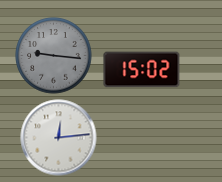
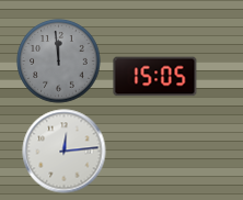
clock at (54, 56): 9:16 -> 11:59
clock at (142, 70): 15:02 -> 15:05
